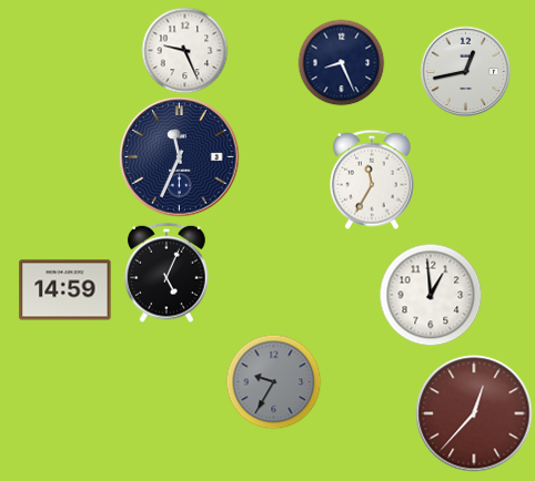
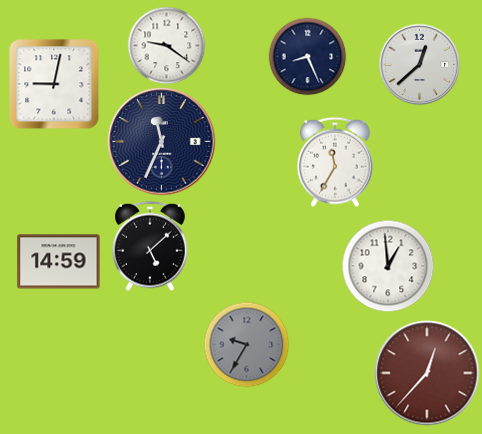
clock at (184, 50): 9:26 -> 9:21
clock at (465, 71): 12:43 -> 12:38
clock at (54, 84): none -> 9:02
clock at (166, 273): 5:04 -> 5:08
